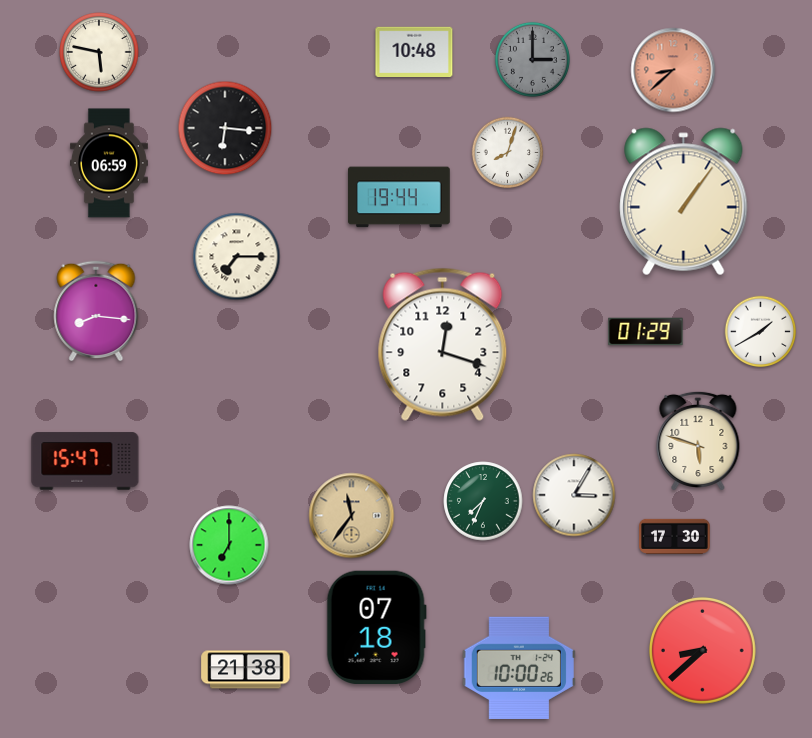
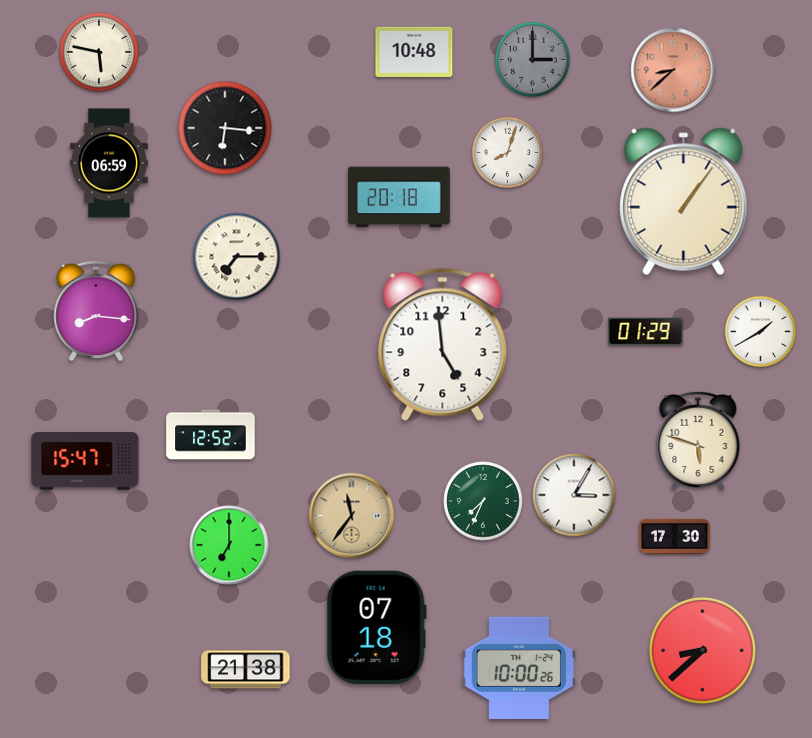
clock at (399, 197): 19:44 -> 20:18
clock at (443, 344): 12:18 -> 4:59
clock at (211, 435): none -> 12:52
